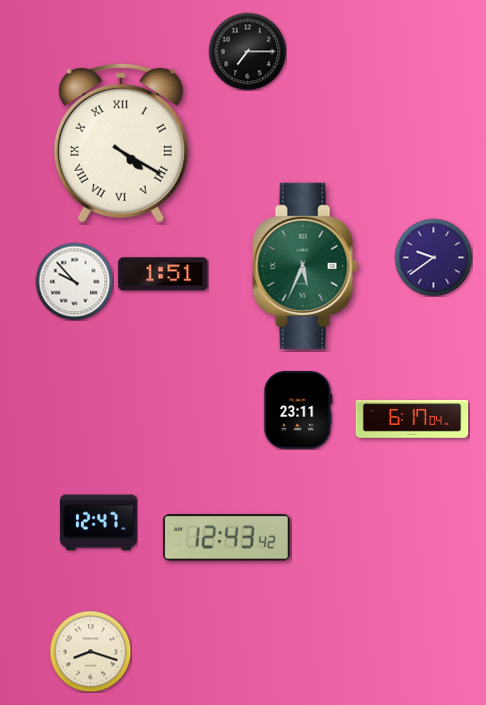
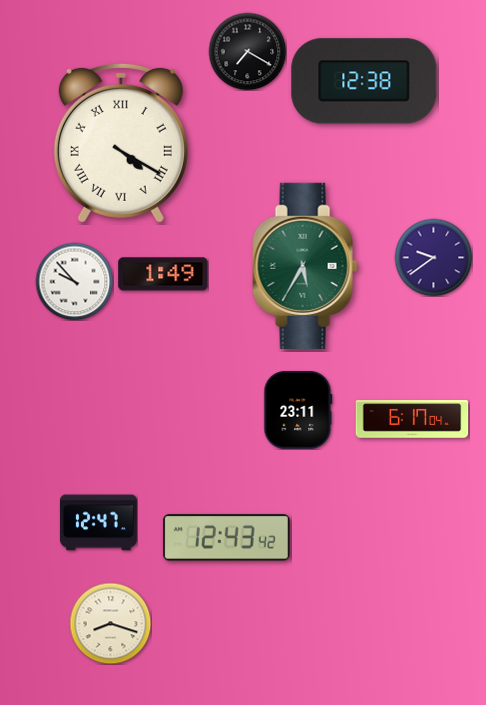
clock at (247, 51): 7:15 -> 7:20
clock at (364, 81): none -> 12:38
clock at (305, 266): 5:34 -> 5:35
clock at (163, 274): 1:51 -> 1:49
clock at (90, 651) position: (90, 651) -> (110, 623)
